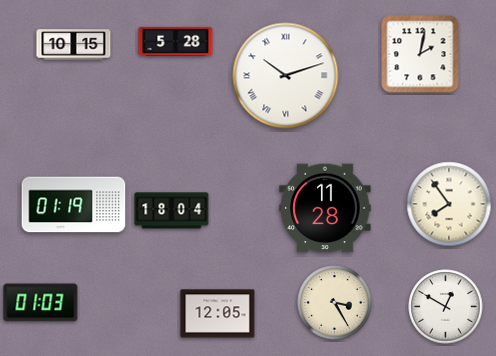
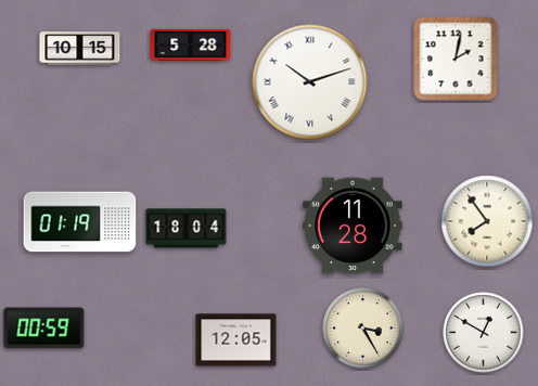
clock at (41, 303): 01:03 -> 00:59
